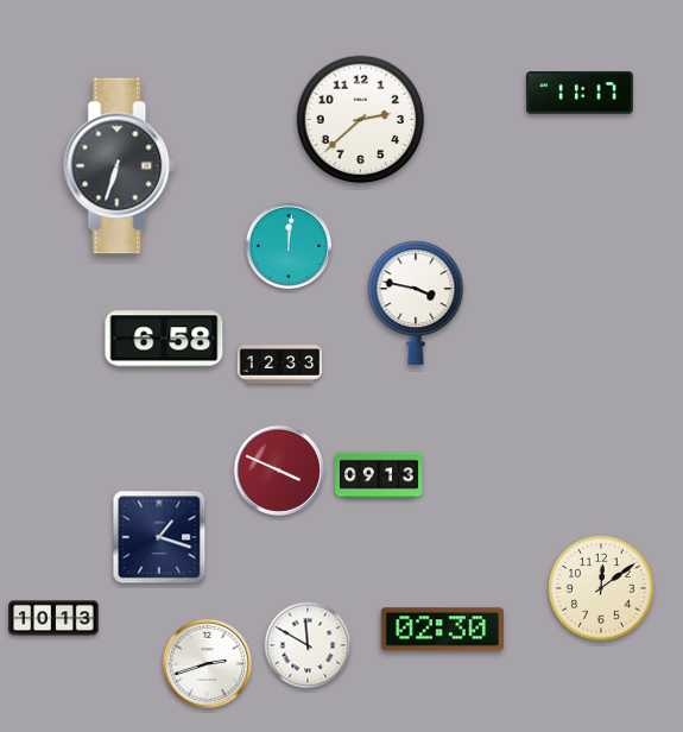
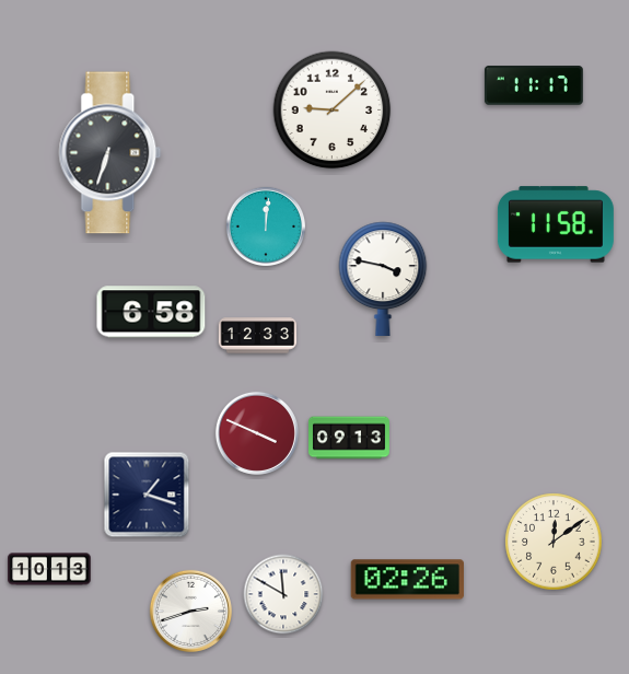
clock at (361, 120): 2:38 -> 9:08
clock at (556, 224): none -> 11:58
clock at (442, 630): 02:30 -> 02:26
